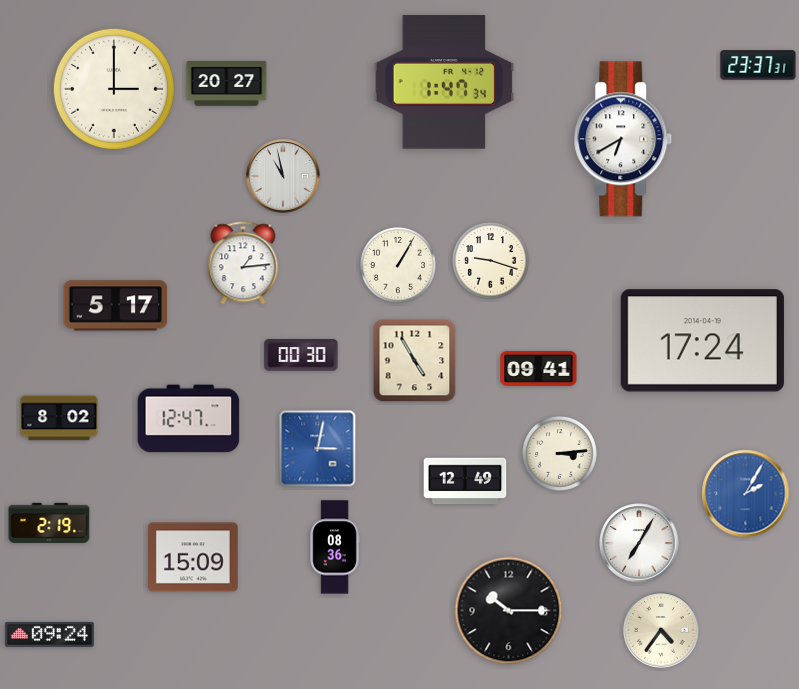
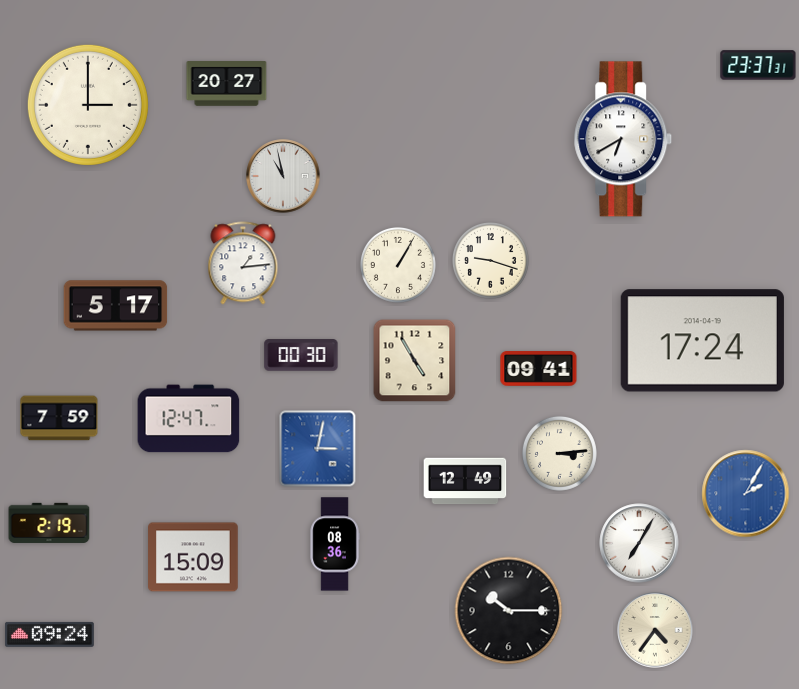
clock at (444, 82): 1:47 -> none
clock at (114, 89) position: (114, 89) -> (88, 105)
clock at (59, 418): 8:02 -> 7:59
clock at (335, 547) position: (335, 547) -> (335, 544)
clock at (661, 630) position: (661, 630) -> (655, 630)
